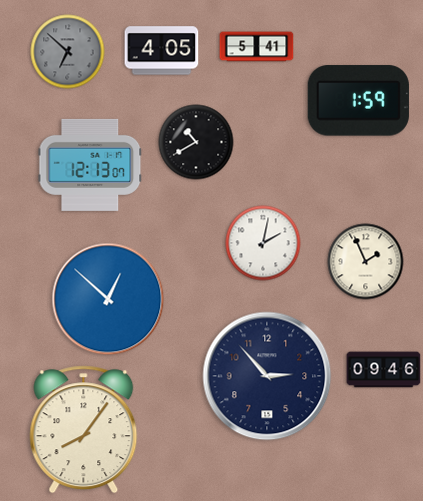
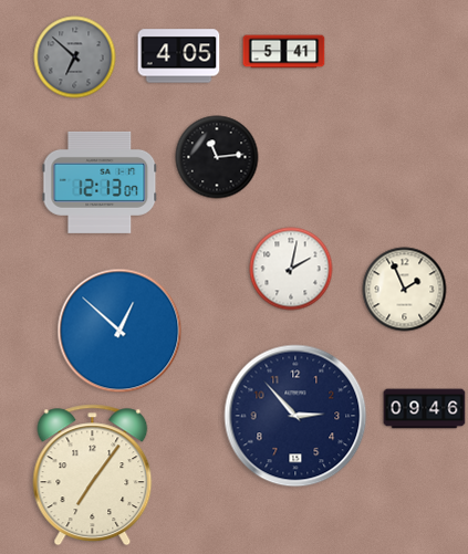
clock at (358, 101): 1:59 -> none
clock at (196, 142): 10:40 -> 11:14
clock at (84, 430): 8:06 -> 7:06
